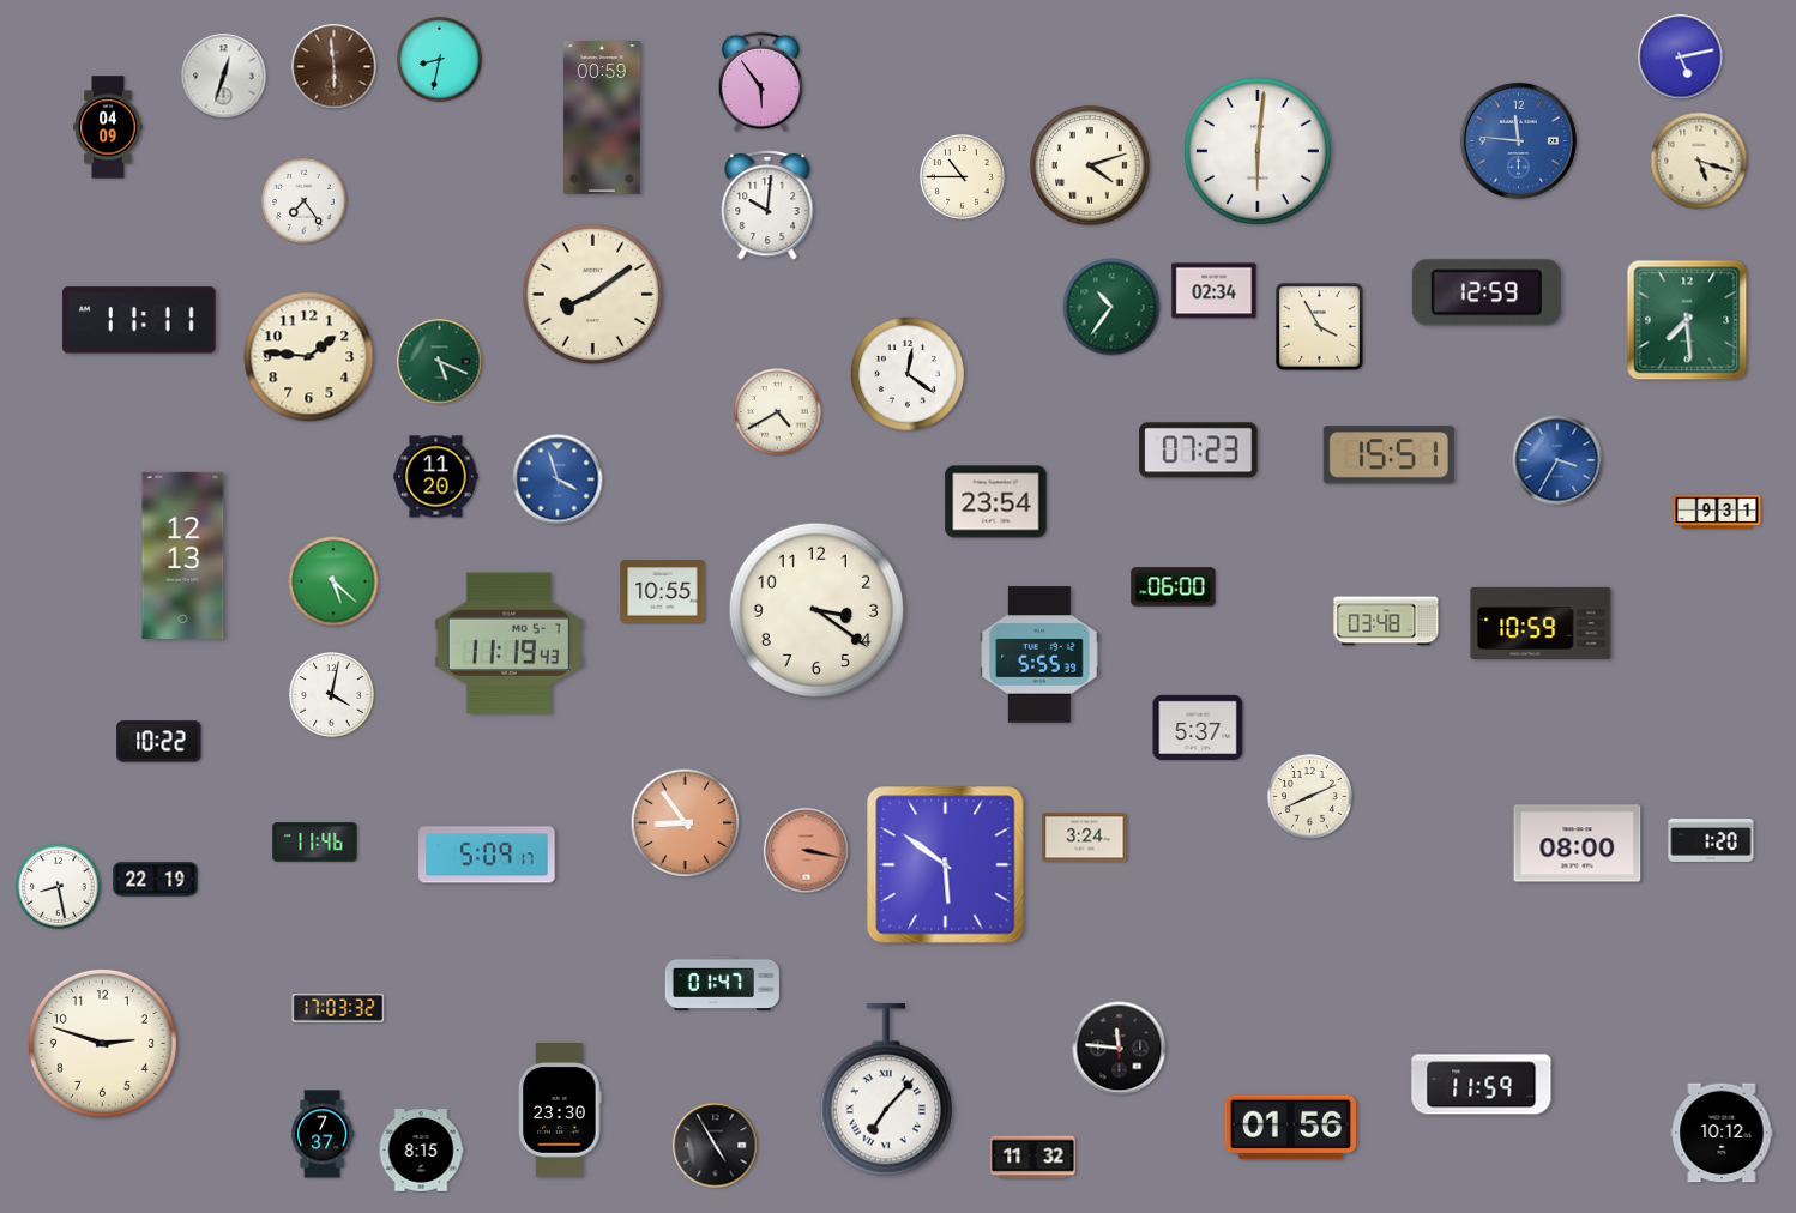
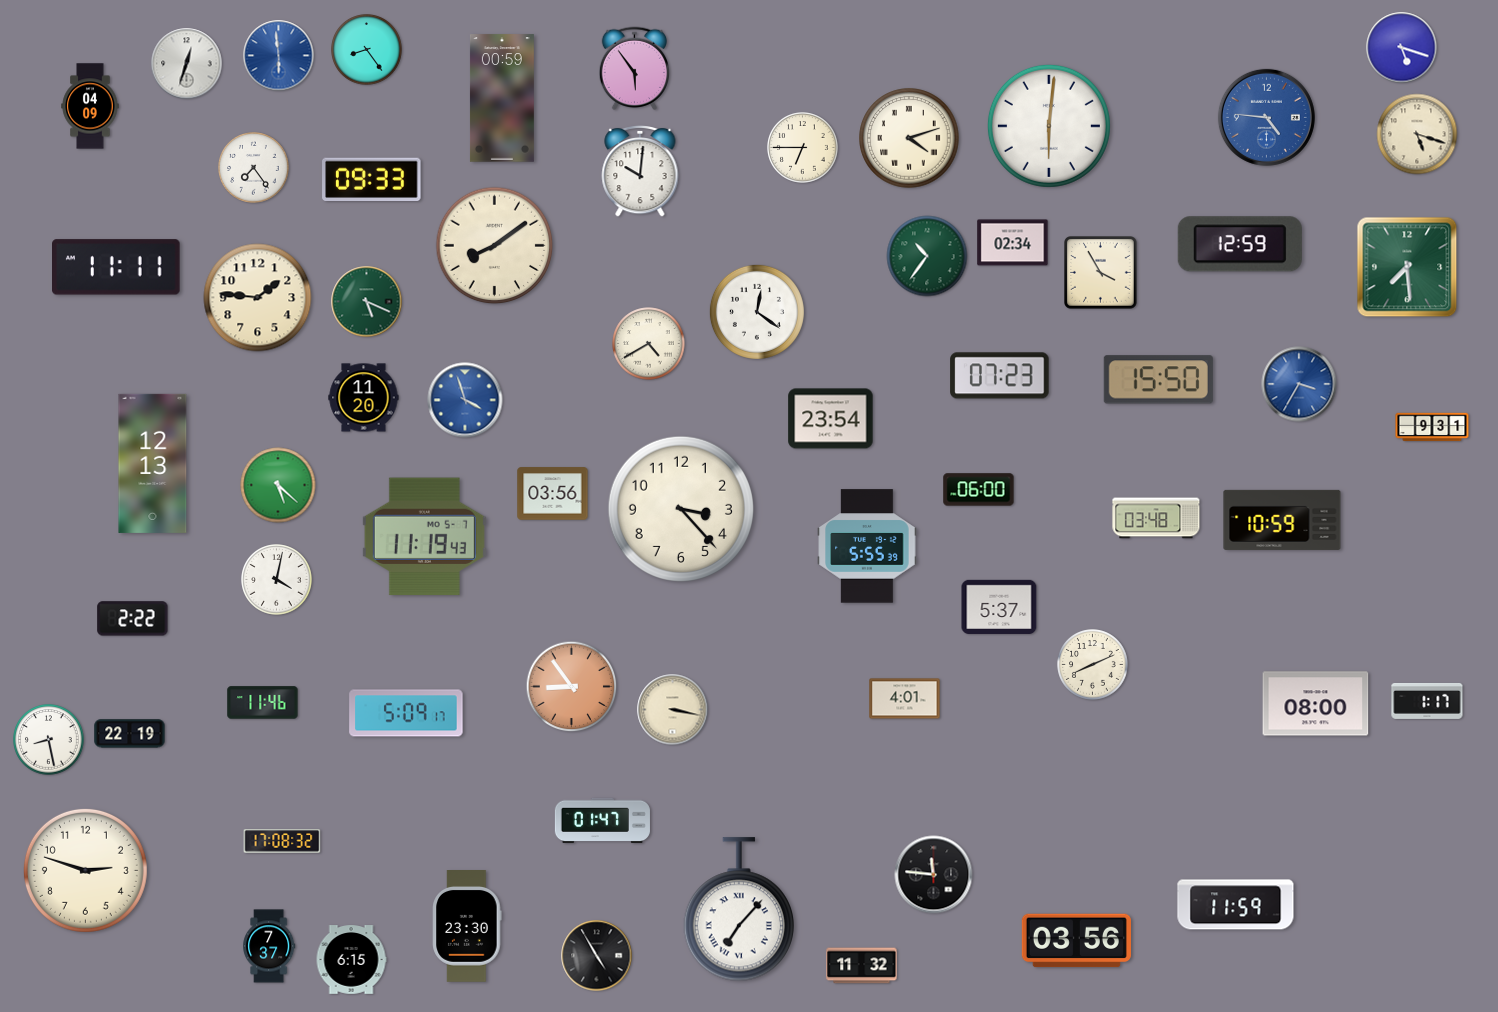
clock at (1681, 58): 5:13 -> 5:18
clock at (440, 60): 8:32 -> 8:24
clock at (335, 67) dial: brown -> blue
clock at (1518, 140): 11:46 -> 4:46
clock at (963, 177): 10:45 -> 6:45
clock at (372, 179): none -> 09:33
clock at (1388, 455): 15:51 -> 15:50
clock at (663, 592): 10:55 -> 03:56
clock at (816, 610): 3:21 -> 3:23
clock at (1541, 623) position: (1541, 623) -> (1282, 520)
clock at (159, 742): 10:22 -> 2:22
clock at (1085, 838): 3:24 -> 4:01
clock at (1711, 840): 1:20 -> 1:17
clock at (807, 851) dial: salmon -> cream
clock at (946, 865): 5:51 -> none
clock at (338, 1008): 17:03 -> 17:08
clock at (1290, 1128): 01:56 -> 03:56
clock at (1722, 1133): 10:12 -> none
clock at (421, 1151): 8:15 -> 6:15
